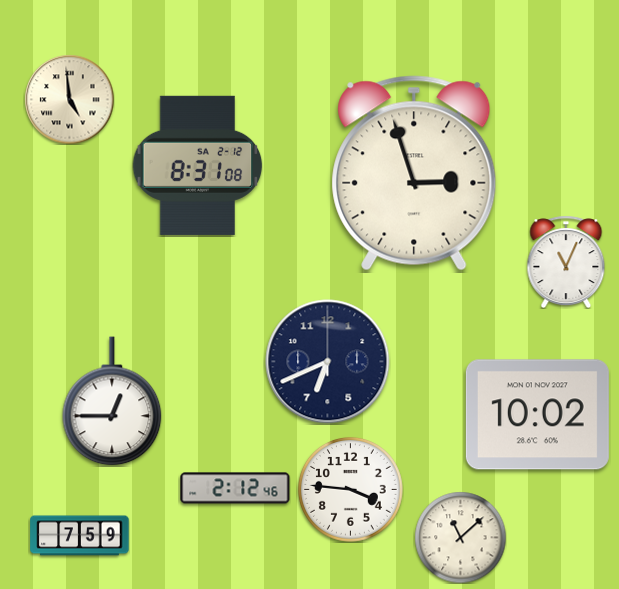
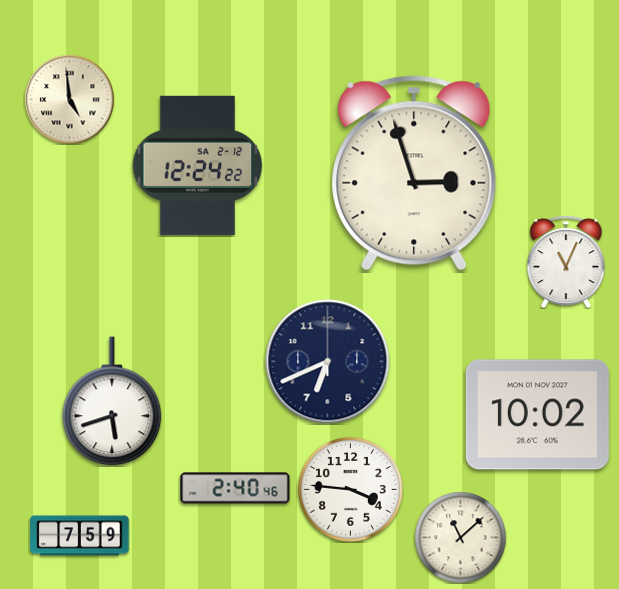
clock at (198, 165): 8:31 -> 12:24
clock at (112, 401): 12:45 -> 5:42
clock at (235, 488): 2:12 -> 2:40
